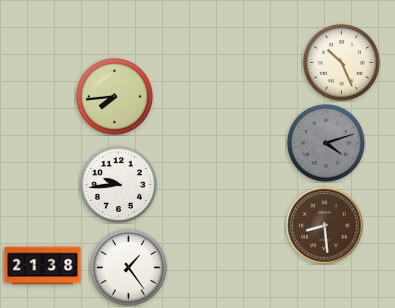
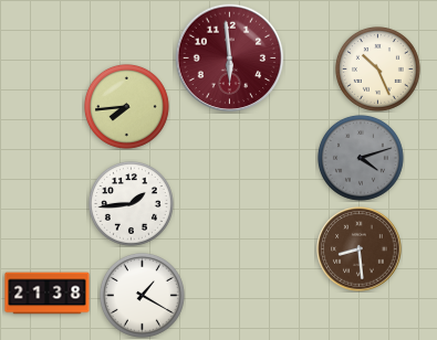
clock at (230, 59): none -> 5:59
clock at (118, 184): 9:44 -> 1:44
clock at (128, 267): 1:24 -> 1:20
